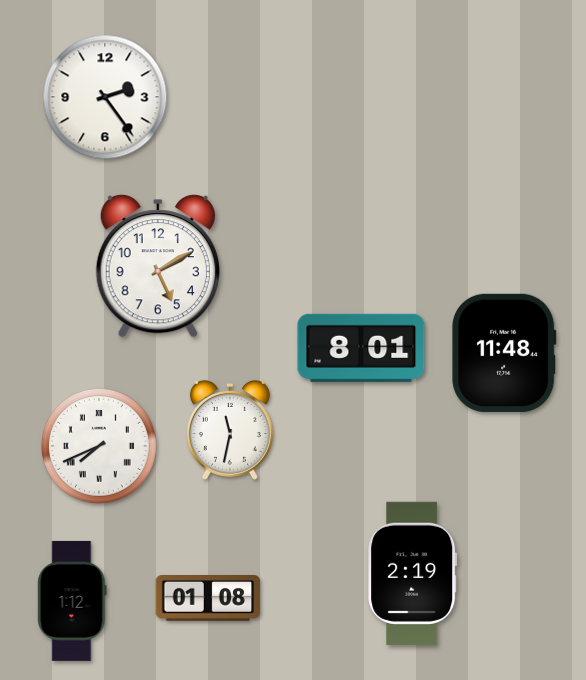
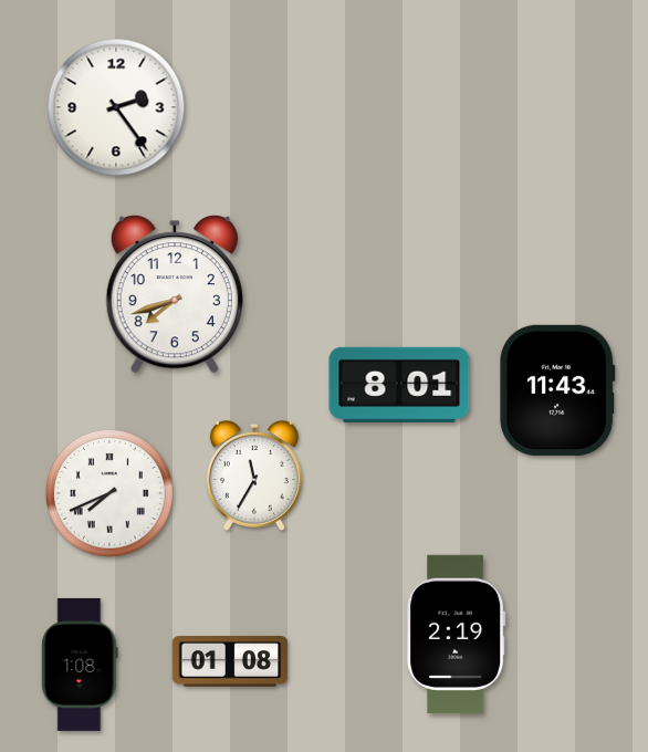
clock at (158, 266): 5:10 -> 7:42
clock at (504, 353): 11:48 -> 11:43
clock at (230, 430): 11:32 -> 11:35
clock at (72, 601): 1:12 -> 1:08
